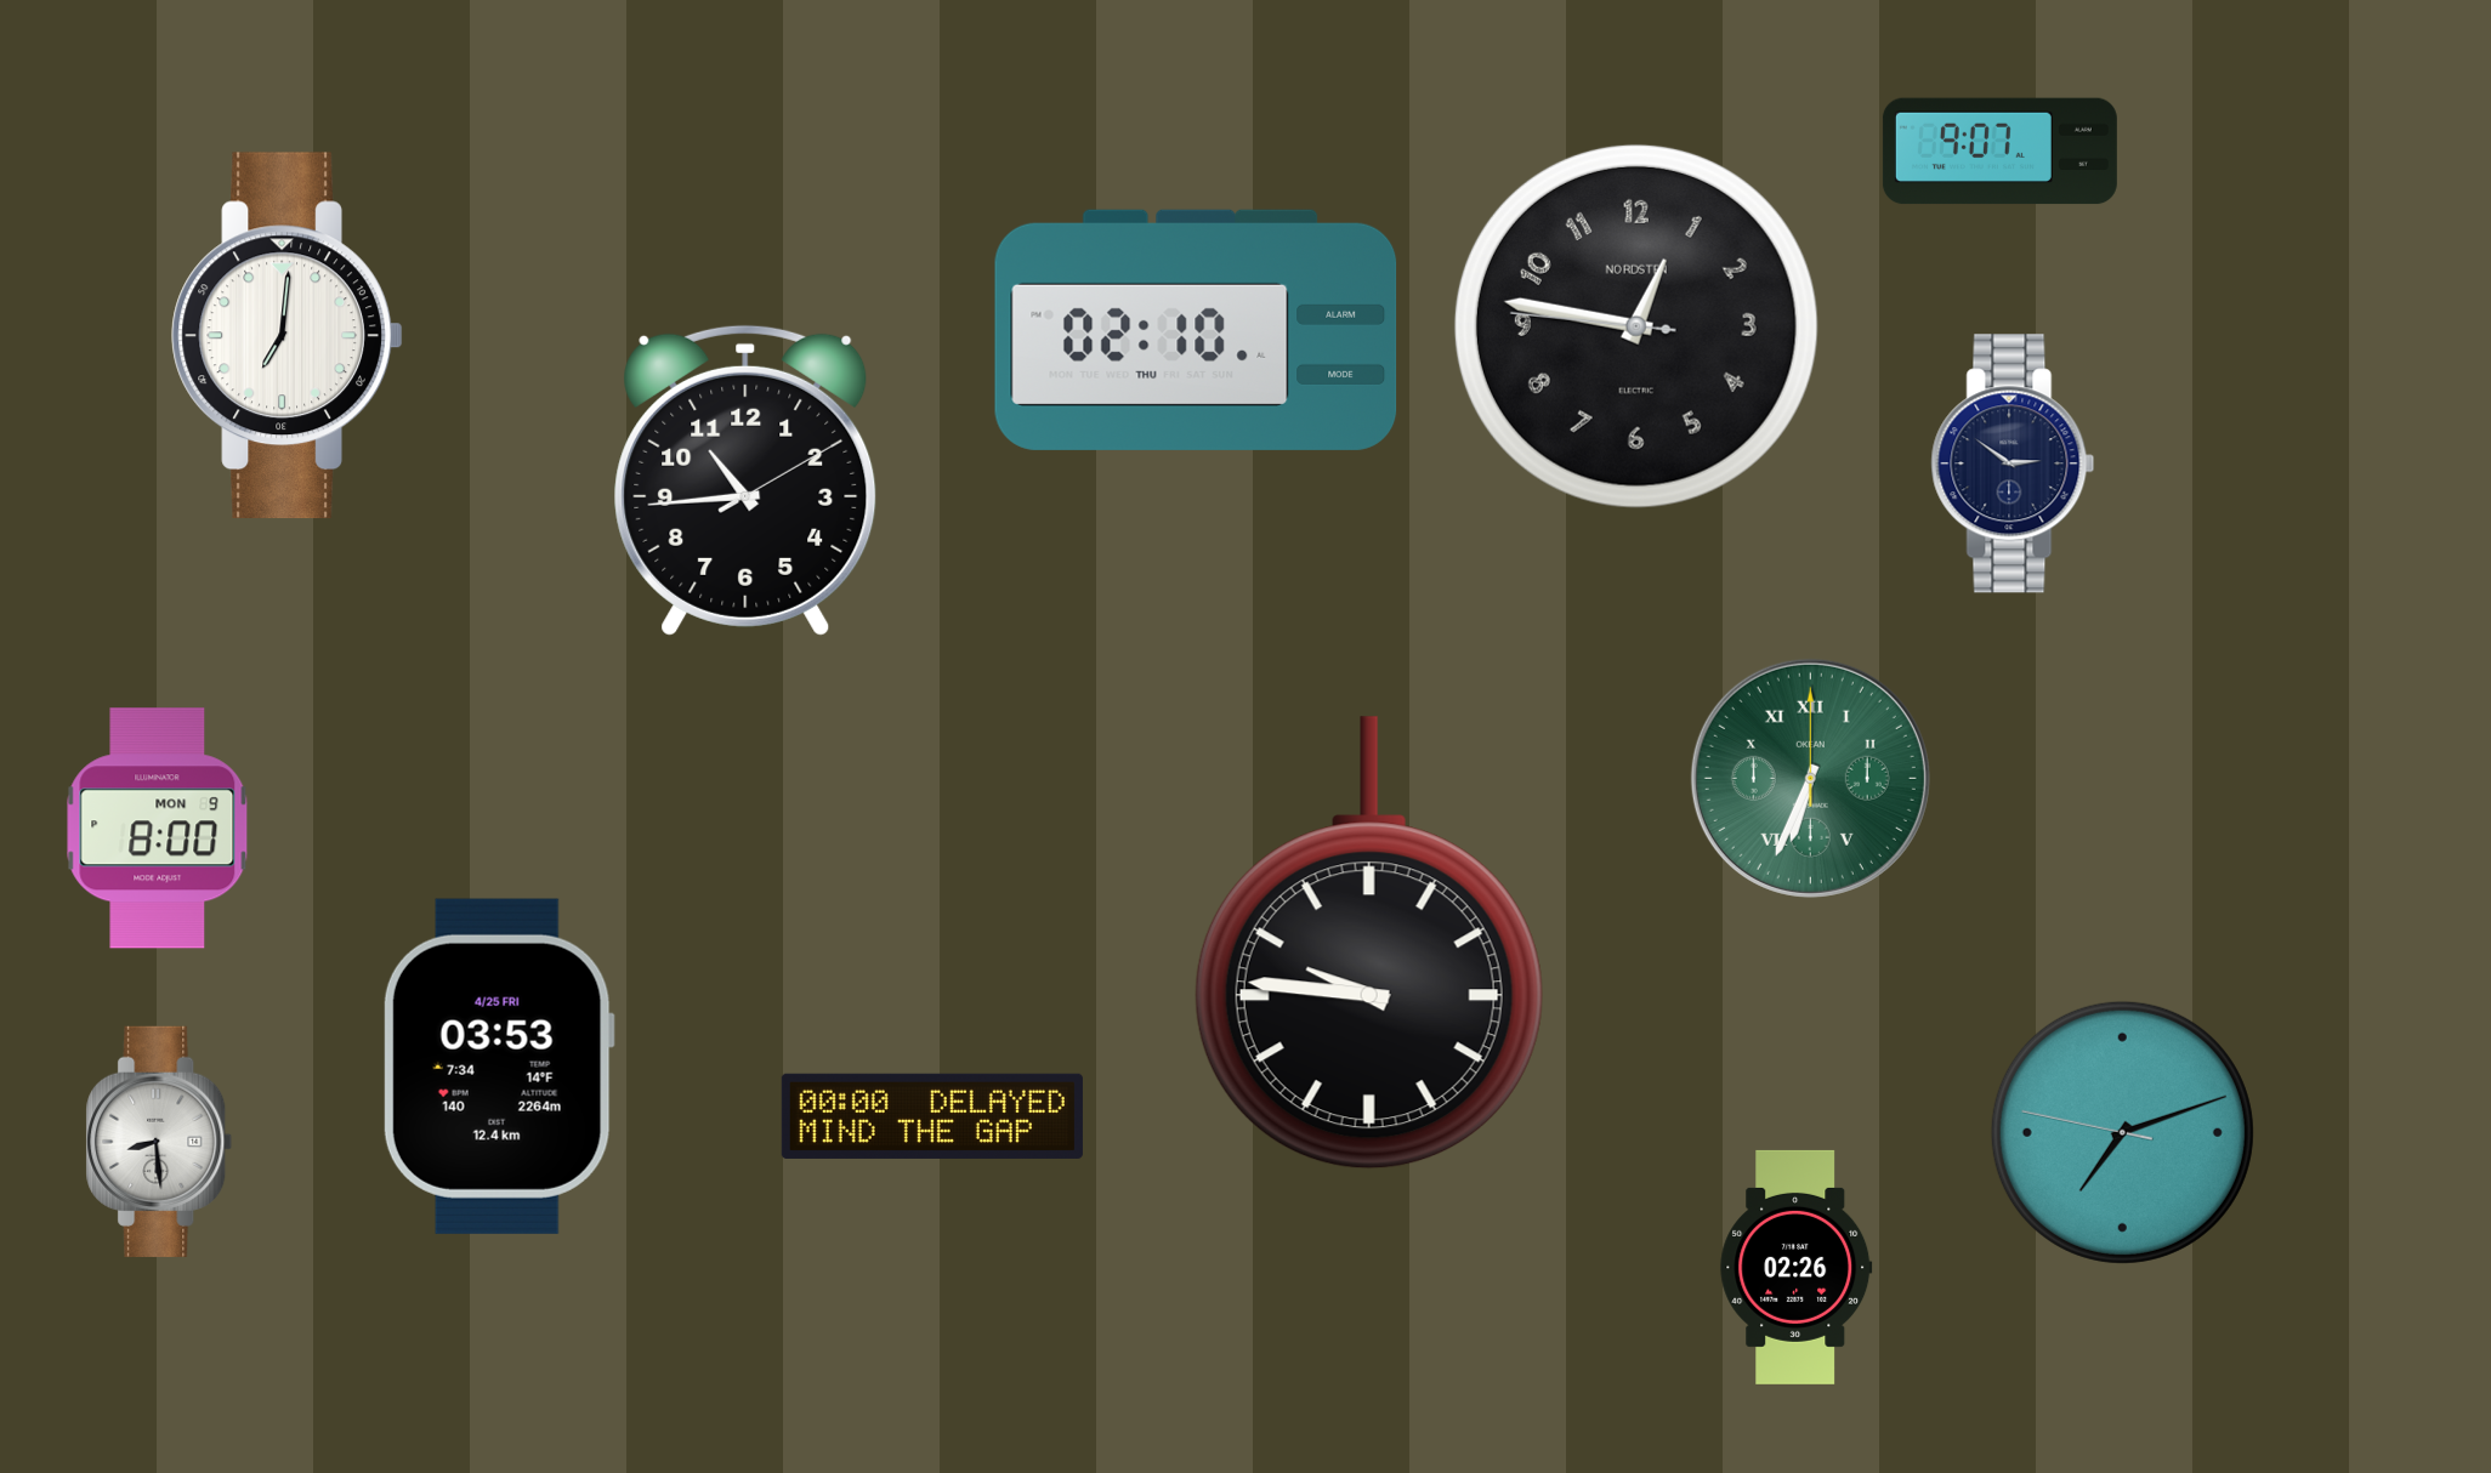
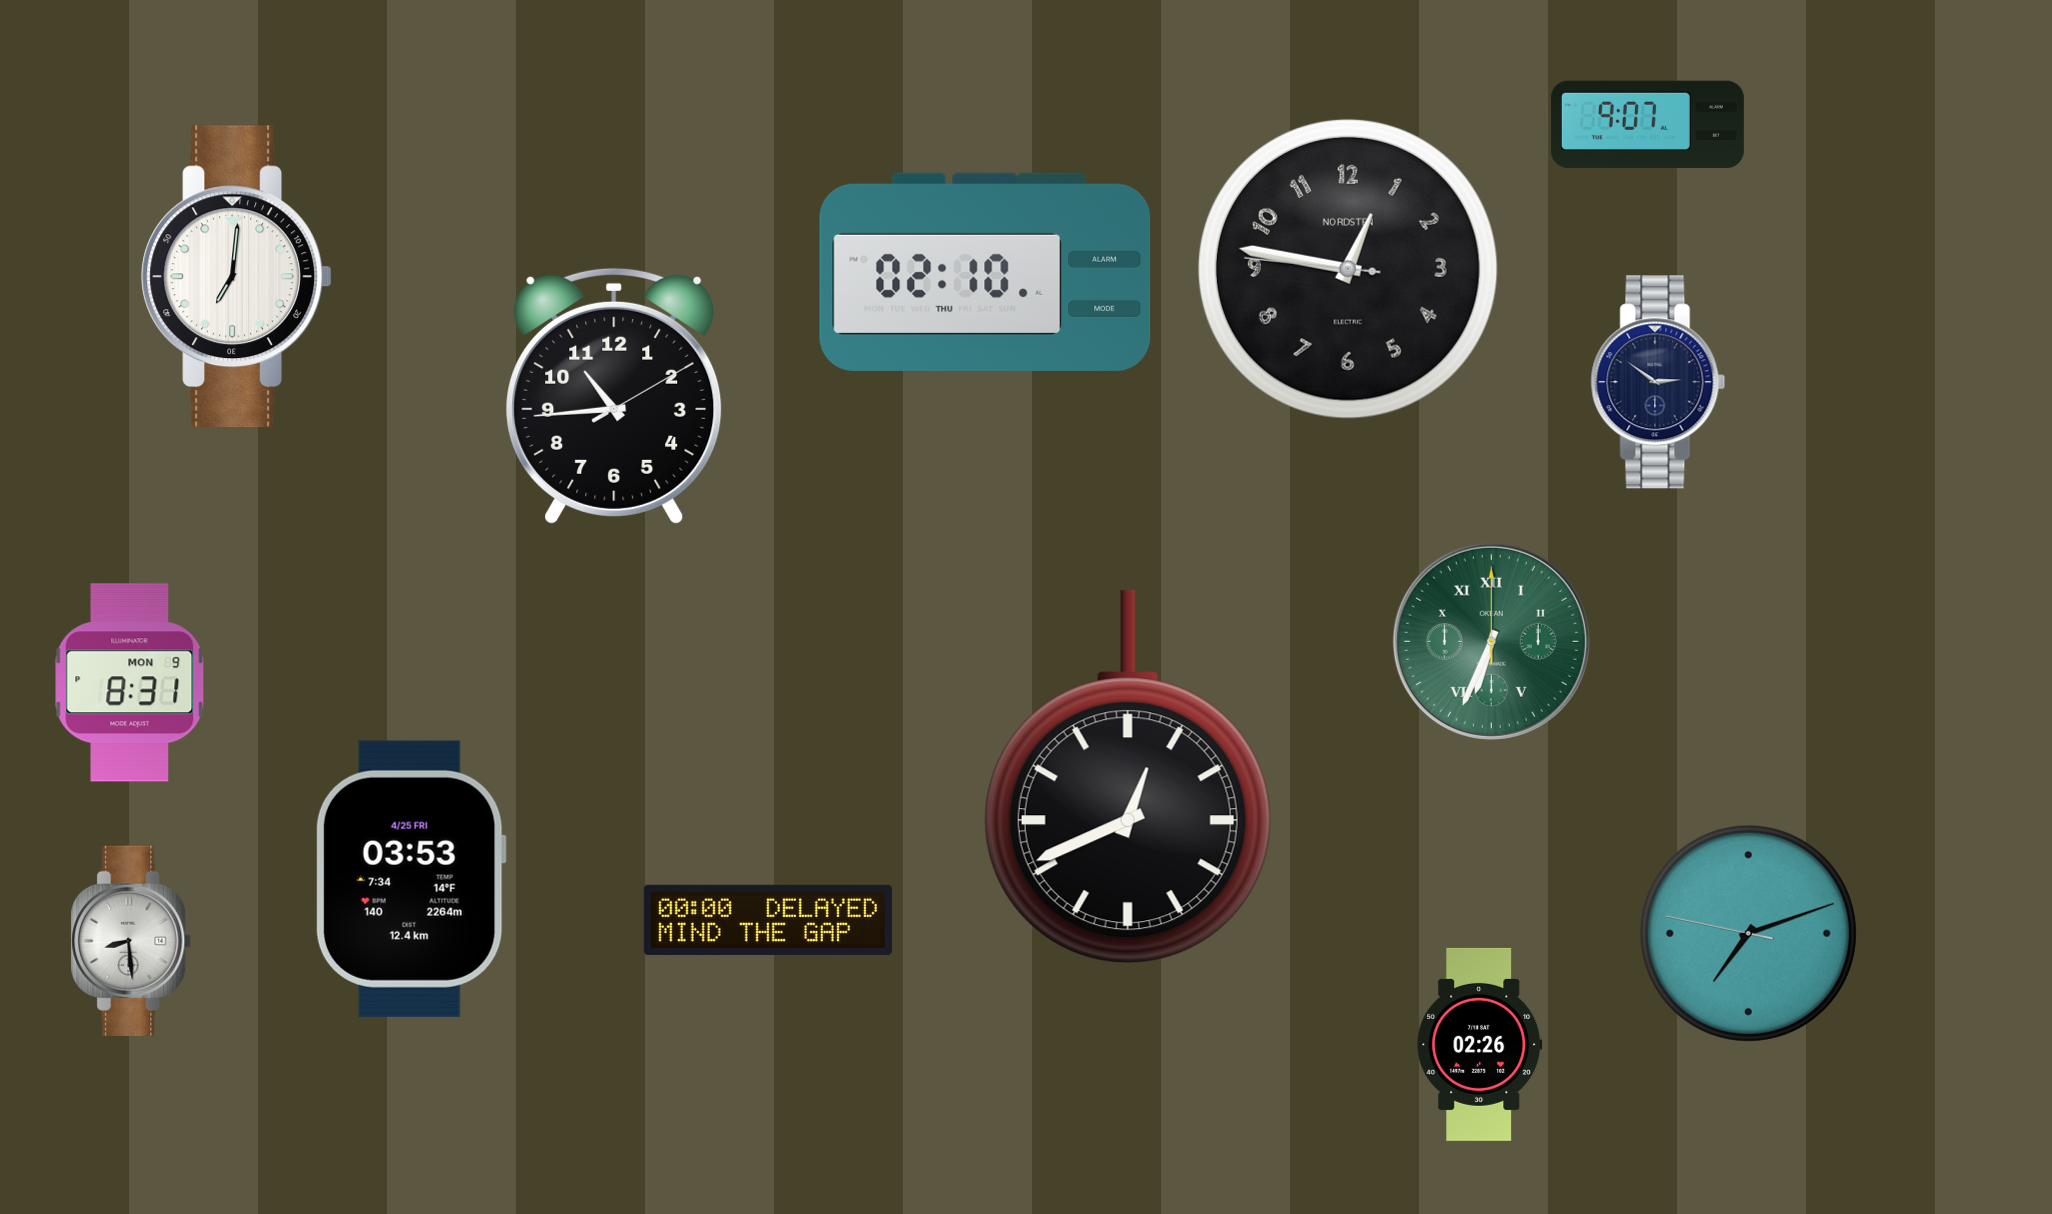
clock at (158, 829): 8:00 -> 8:31
clock at (1369, 943): 9:46 -> 12:41
